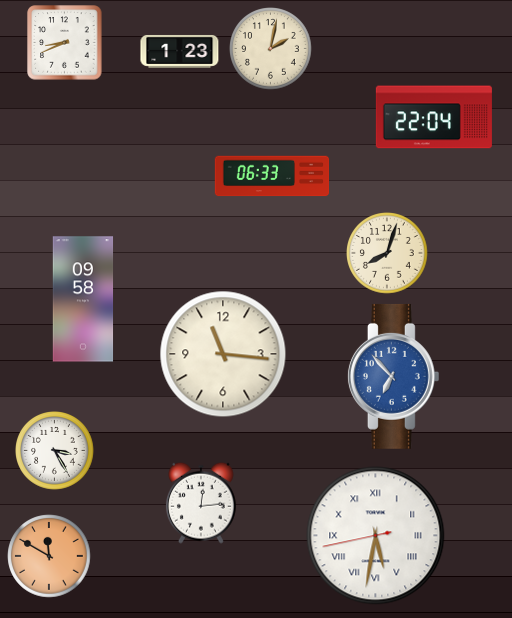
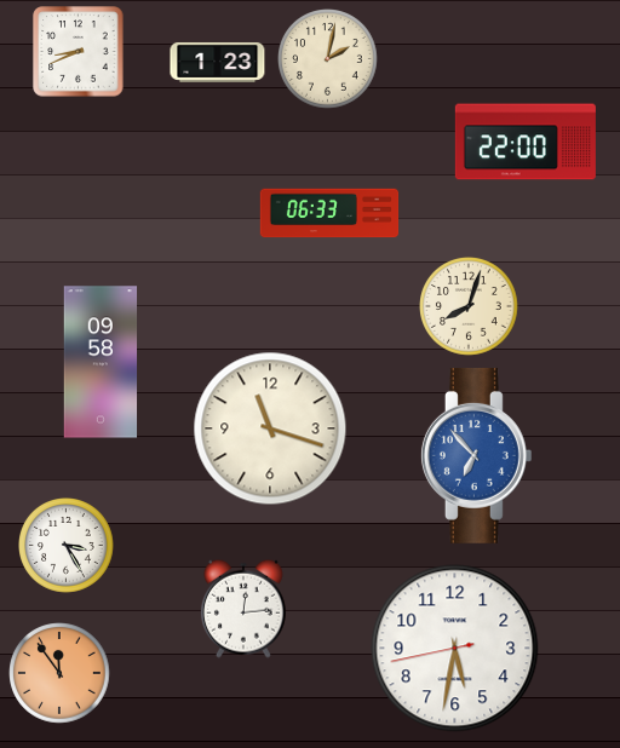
clock at (434, 117): 22:04 -> 22:00
clock at (223, 354): 11:16 -> 11:18
clock at (376, 536) numerals: Roman -> Arabic
clock at (49, 556): 11:50 -> 11:54
